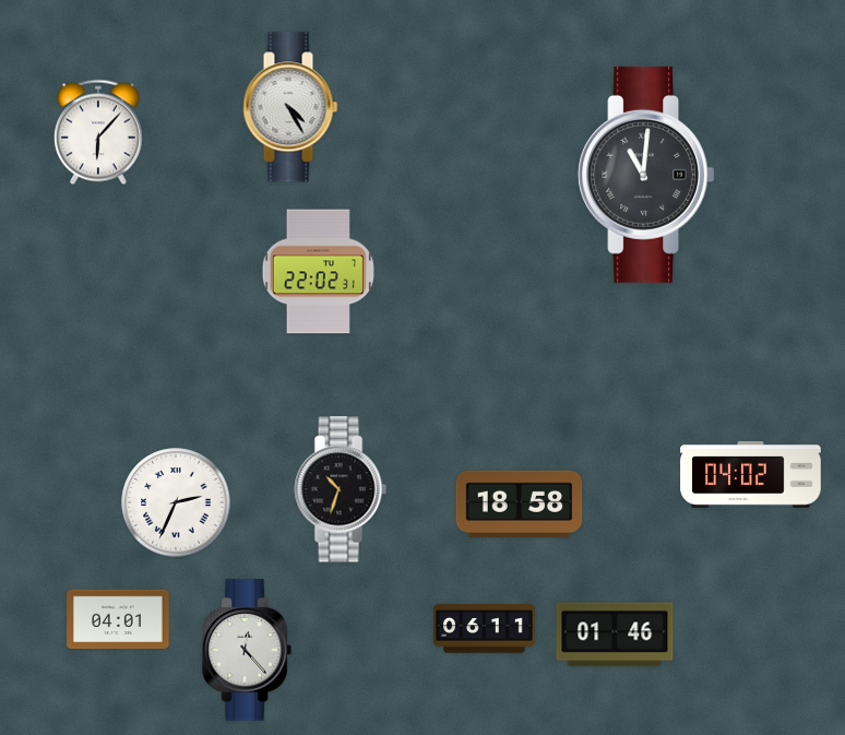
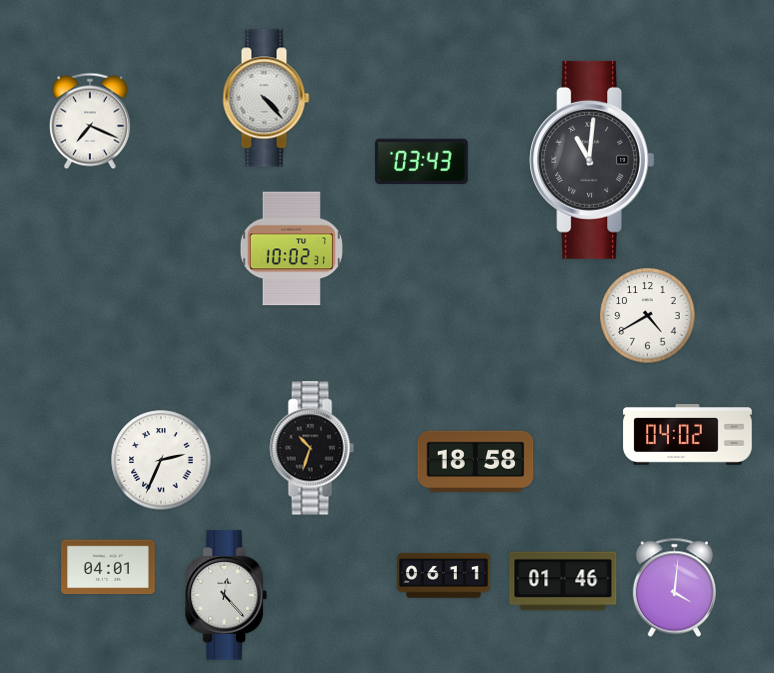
clock at (290, 107): 4:25 -> 4:23
clock at (98, 132): 6:07 -> 7:19
clock at (422, 161): none -> 03:43
clock at (318, 272): 22:02 -> 10:02
clock at (648, 316): none -> 4:40
clock at (674, 588): none -> 4:01
